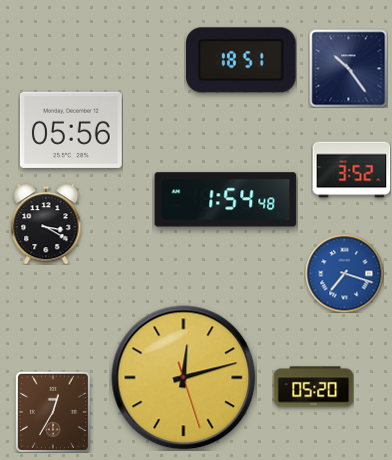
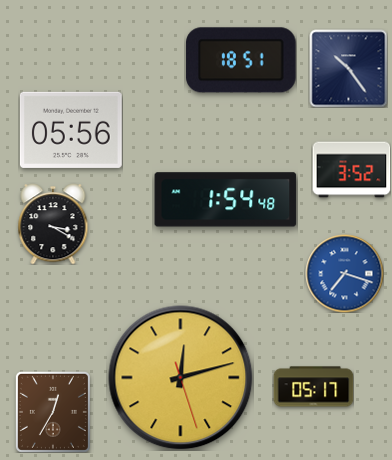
clock at (46, 224) position: (46, 224) -> (53, 224)
clock at (184, 378) position: (184, 378) -> (181, 378)
clock at (313, 387): 05:20 -> 05:17
